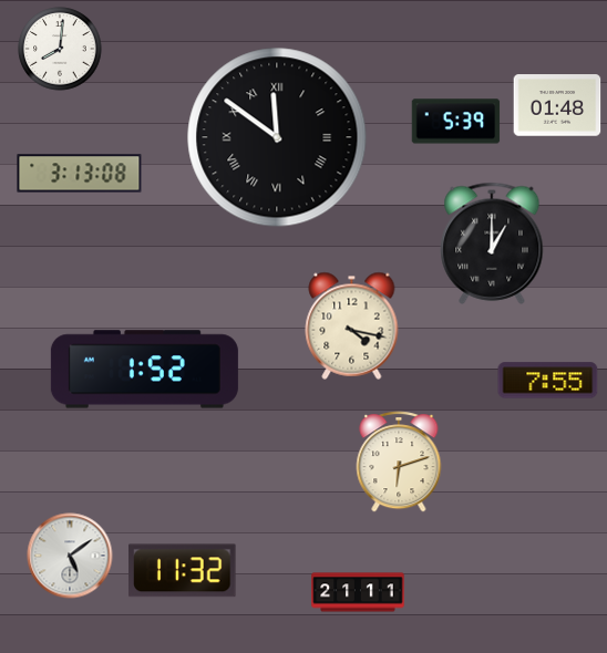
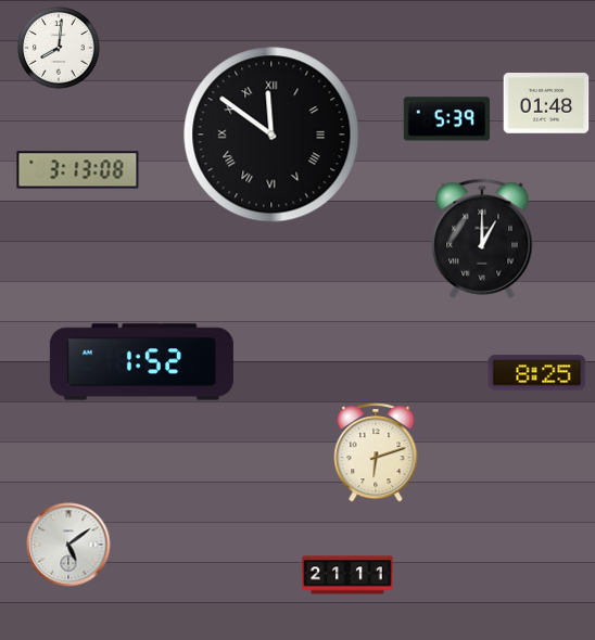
clock at (352, 325): 4:17 -> none
clock at (548, 381): 7:55 -> 8:25
clock at (399, 462) position: (399, 462) -> (376, 452)
clock at (183, 571): 11:32 -> none
clock at (358, 592) position: (358, 592) -> (347, 575)
